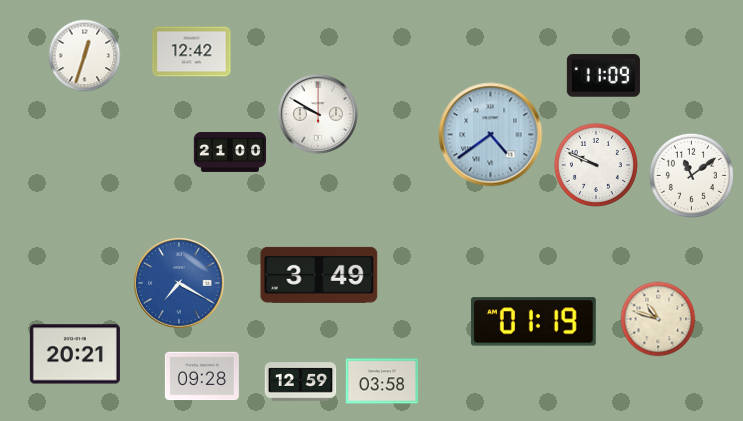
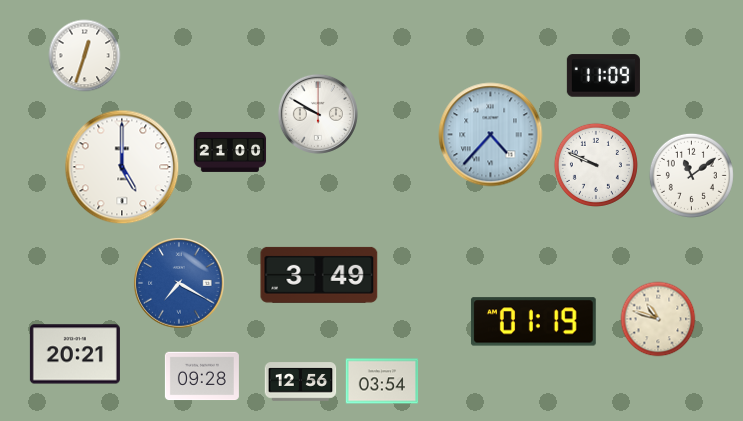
clock at (192, 52): 12:42 -> none
clock at (491, 135): 4:39 -> 4:37
clock at (122, 167): none -> 5:00
clock at (382, 381): 03:58 -> 03:54
clock at (301, 382): 12:59 -> 12:56
